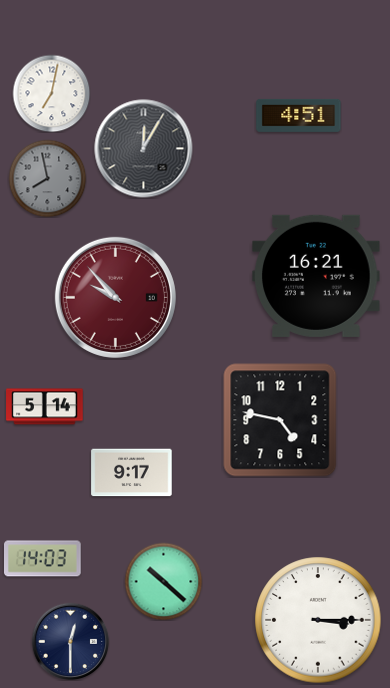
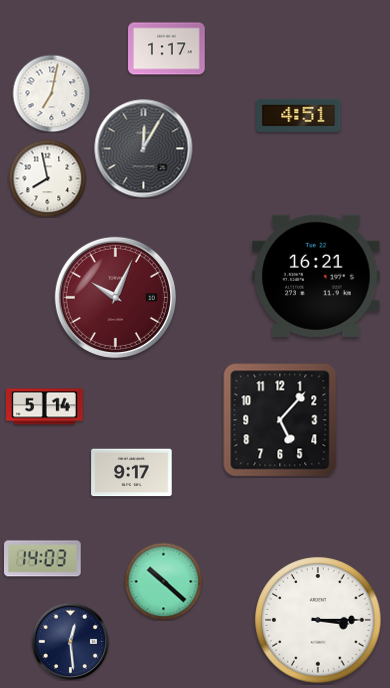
clock at (167, 49): none -> 1:17
clock at (47, 178) dial: grey -> white
clock at (115, 297): 9:53 -> 10:04
clock at (280, 420): 4:47 -> 5:07
clock at (70, 641): 12:30 -> 12:29
